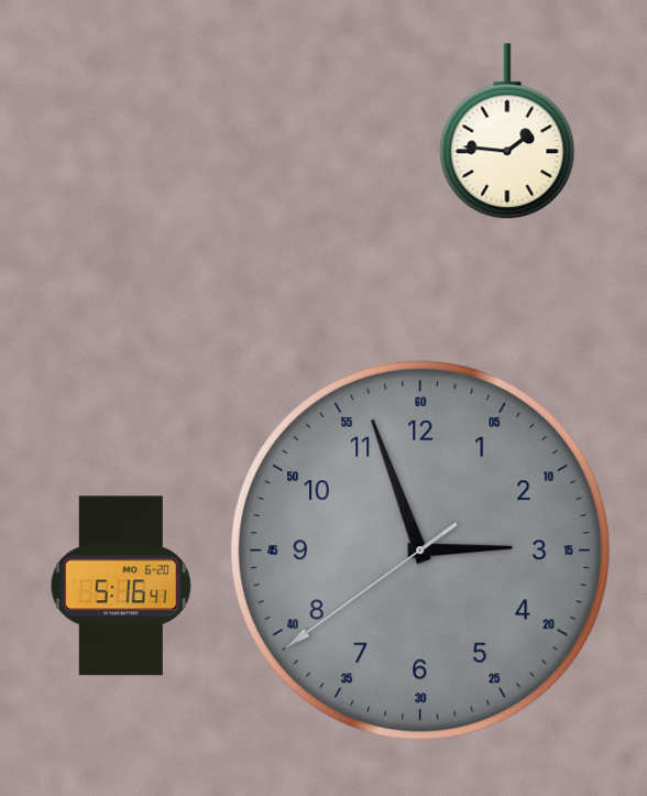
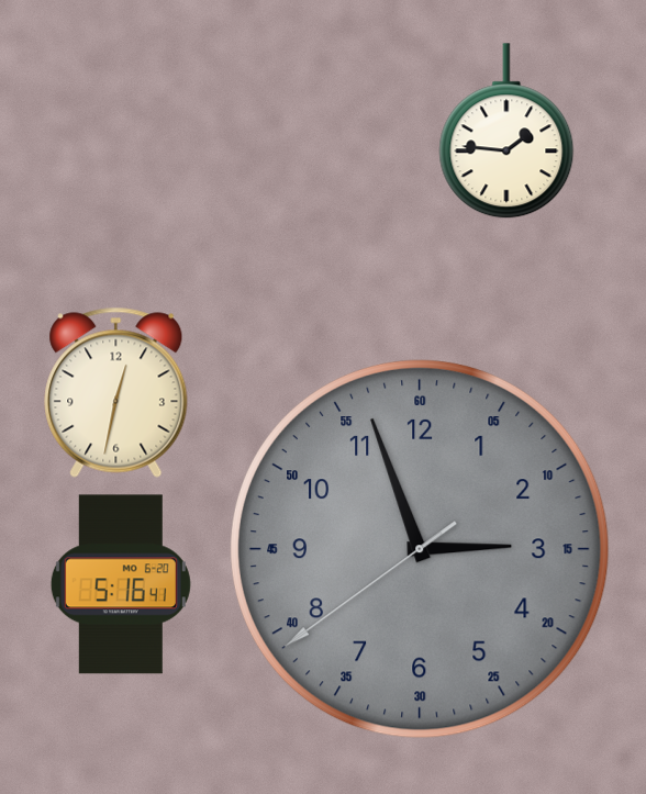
clock at (116, 392): none -> 12:32
